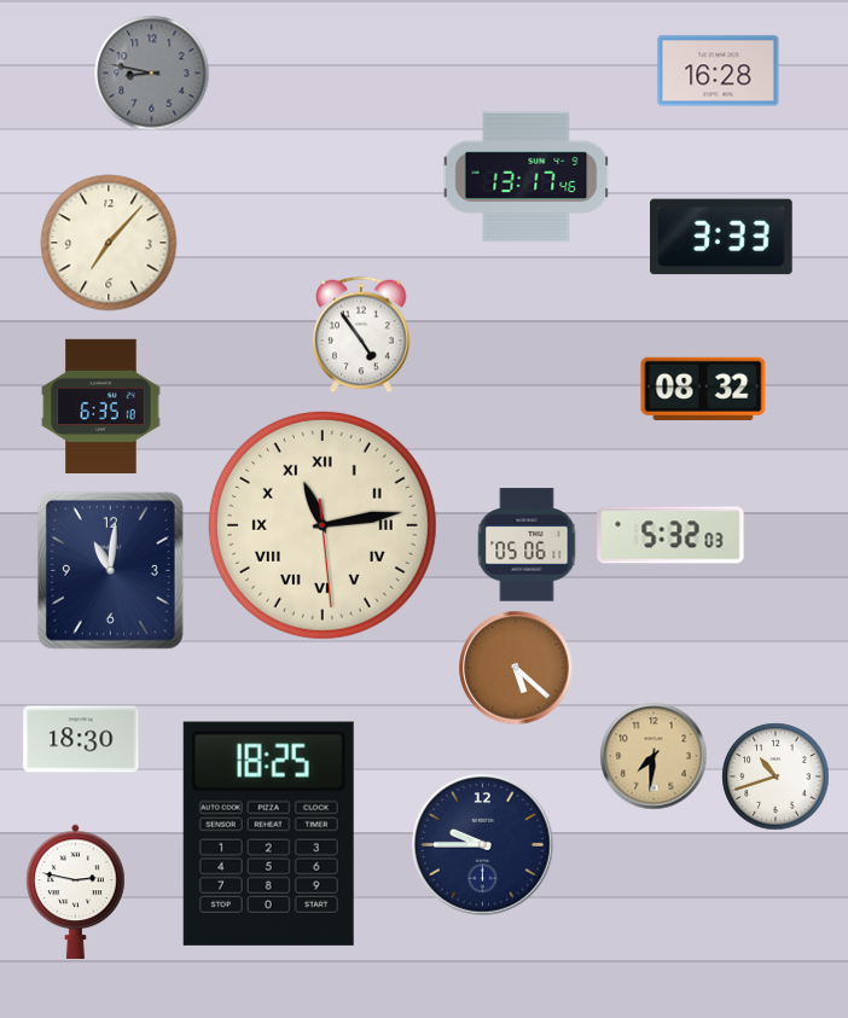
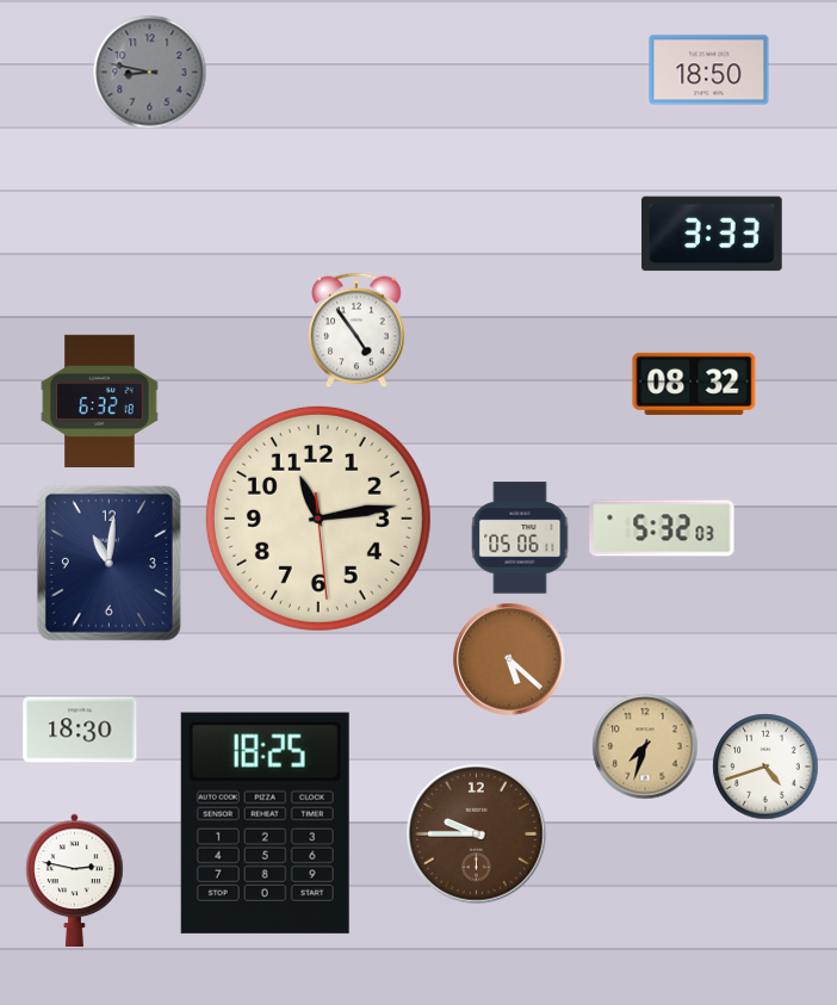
clock at (719, 71): 16:28 -> 18:50
clock at (527, 178): 13:17 -> none
clock at (109, 243): 7:07 -> none
clock at (101, 406): 6:35 -> 6:32
clock at (323, 525) numerals: Roman -> Arabic
clock at (654, 756): 7:31 -> 7:33
clock at (776, 776): 10:42 -> 4:42
clock at (483, 845) dial: navy -> brown
